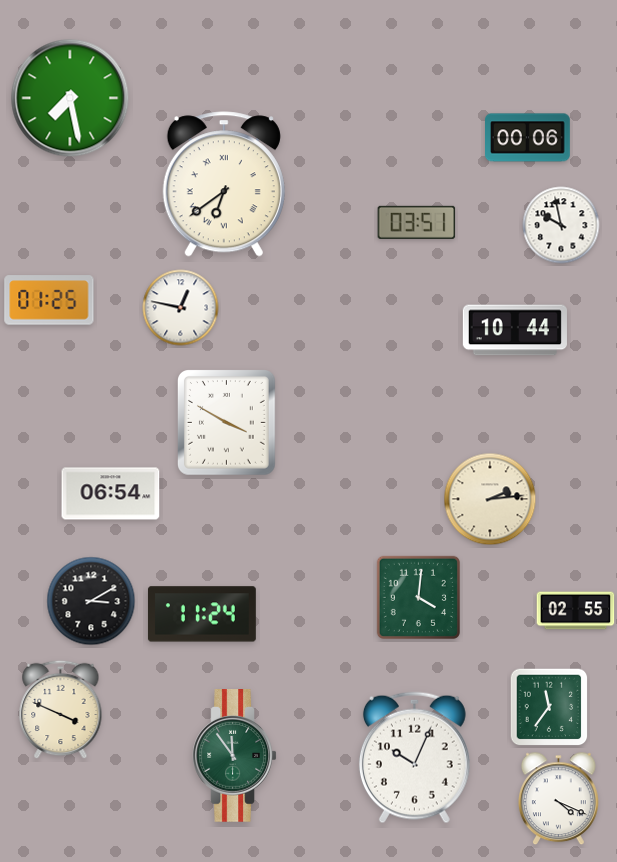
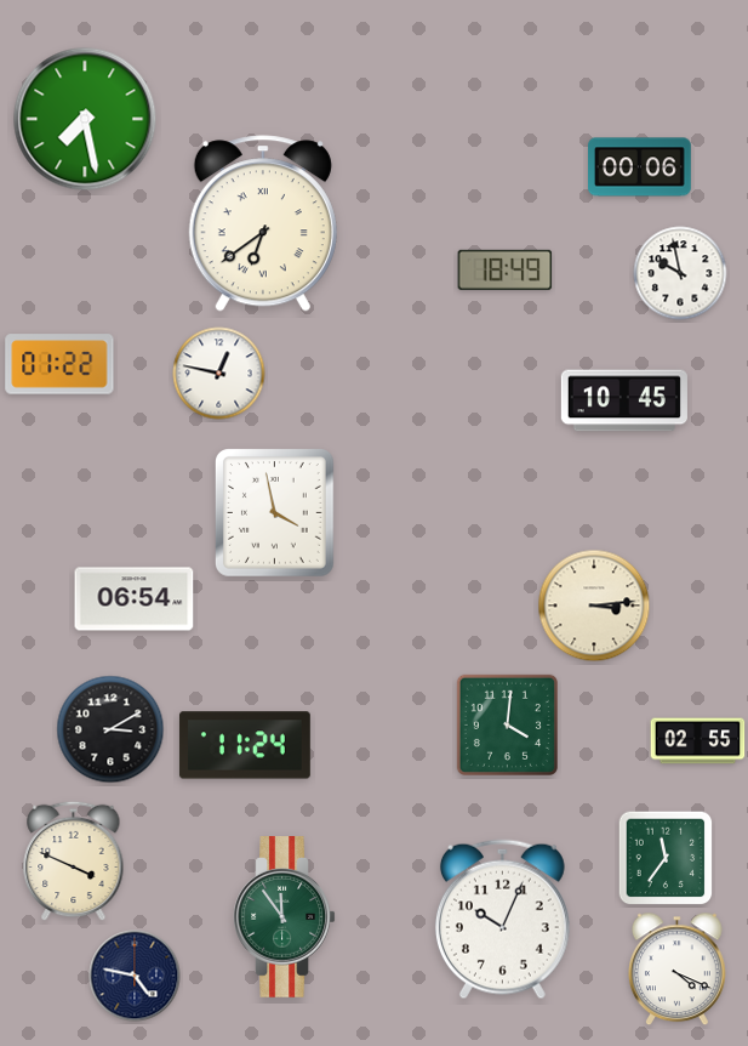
clock at (224, 184) position: (224, 184) -> (263, 223)
clock at (417, 222): 03:51 -> 18:49
clock at (49, 300): 01:25 -> 01:22
clock at (515, 330): 10:44 -> 10:45
clock at (227, 423): 3:50 -> 3:58
clock at (490, 499): 2:14 -> 3:14
clock at (135, 976): none -> 4:47
